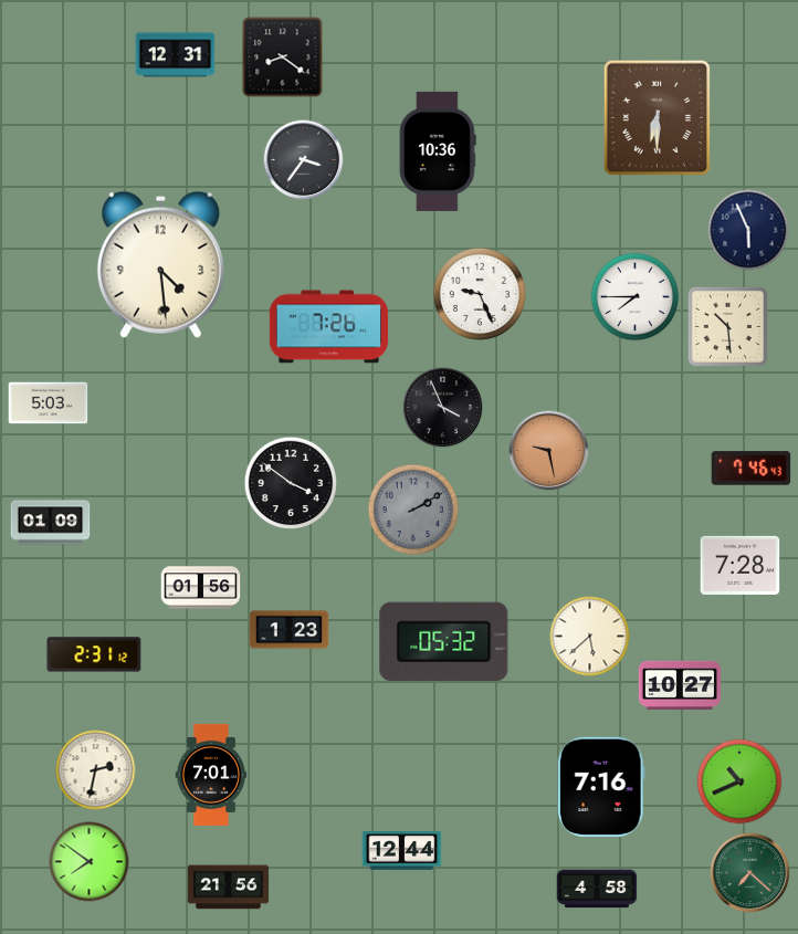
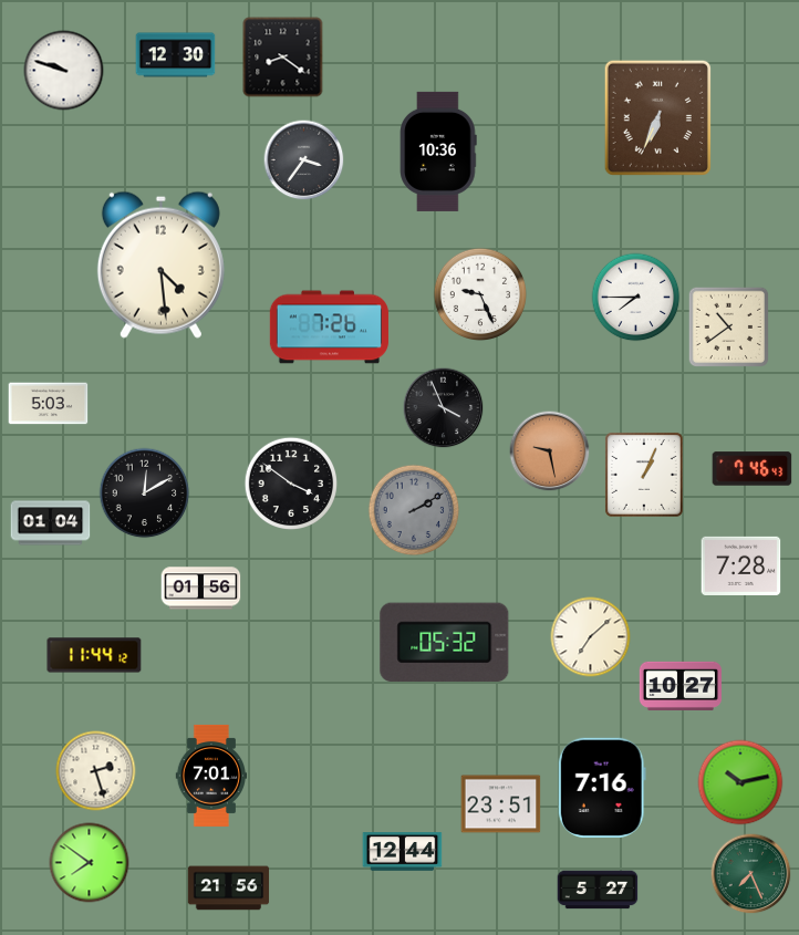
clock at (176, 55): 12:31 -> 12:30
clock at (64, 71): none -> 9:48
clock at (657, 117): 6:30 -> 6:34
clock at (748, 230): 5:56 -> none
clock at (727, 326): 10:29 -> 10:39
clock at (644, 475): none -> 1:04
clock at (145, 494): none -> 12:10
clock at (51, 523): 01:09 -> 01:04
clock at (290, 630): 1:23 -> none
clock at (590, 637): 5:38 -> 7:08
clock at (94, 654): 2:31 -> 11:44
clock at (96, 770): 2:32 -> 2:27
clock at (739, 781): 10:41 -> 10:13
clock at (501, 804): none -> 23:51
clock at (750, 873): 7:22 -> 7:26
clock at (597, 889): 4:58 -> 5:27
